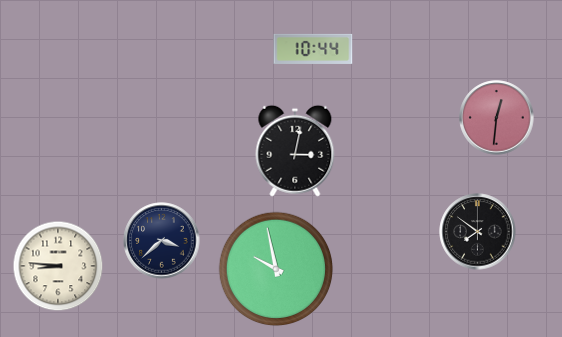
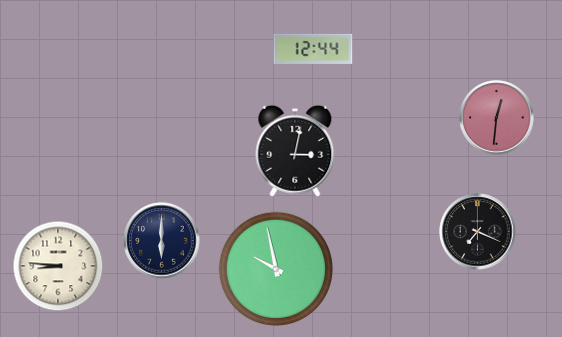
clock at (313, 49): 10:44 -> 12:44
clock at (478, 232): 7:51 -> 7:19
clock at (162, 241): 3:38 -> 6:00
